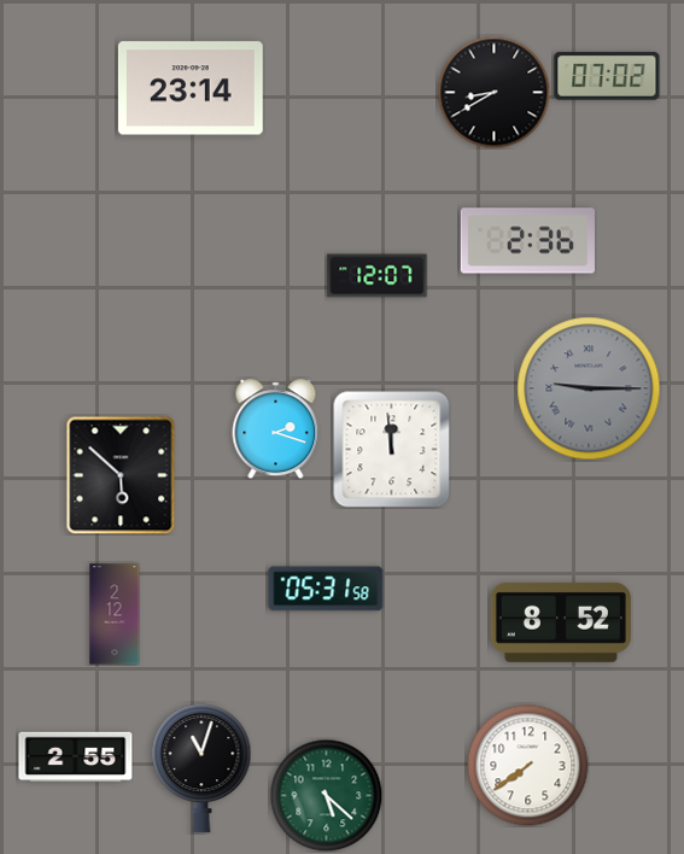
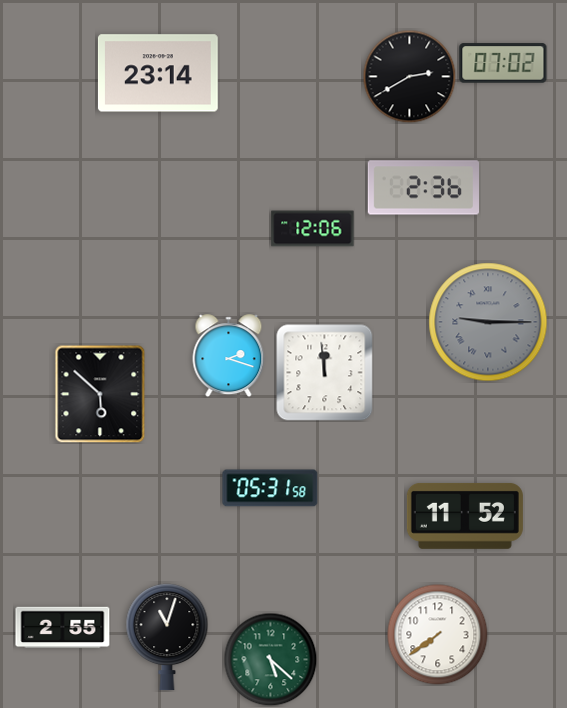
clock at (493, 92): 8:40 -> 2:40
clock at (527, 241) position: (527, 241) -> (423, 188)
clock at (378, 276): 12:07 -> 12:06
clock at (115, 614): 2:12 -> none
clock at (561, 622): 8:52 -> 11:52
